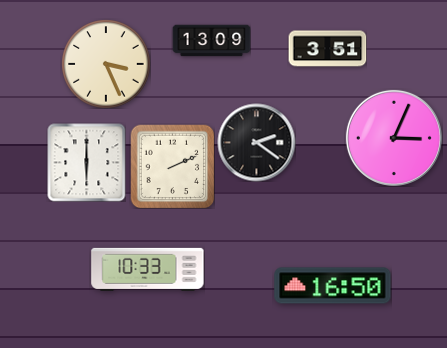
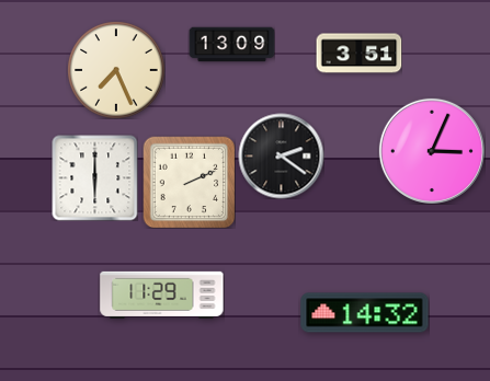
clock at (106, 64): 3:26 -> 7:26
clock at (148, 269): 10:33 -> 11:29
clock at (333, 286): 16:50 -> 14:32
